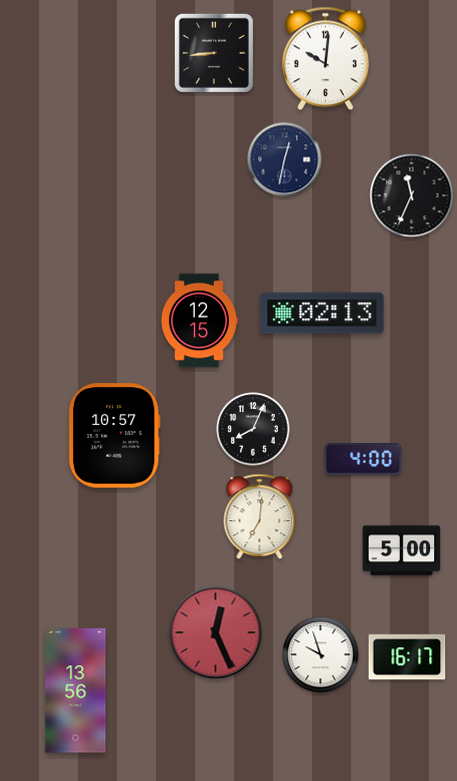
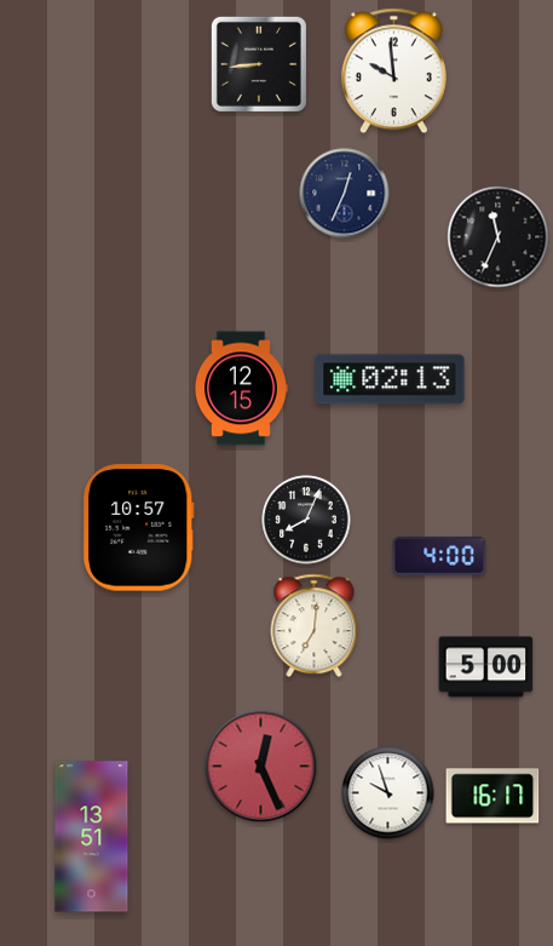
clock at (325, 59): 10:01 -> 9:59
clock at (285, 160): 12:32 -> 12:34
clock at (76, 691): 13:56 -> 13:51
